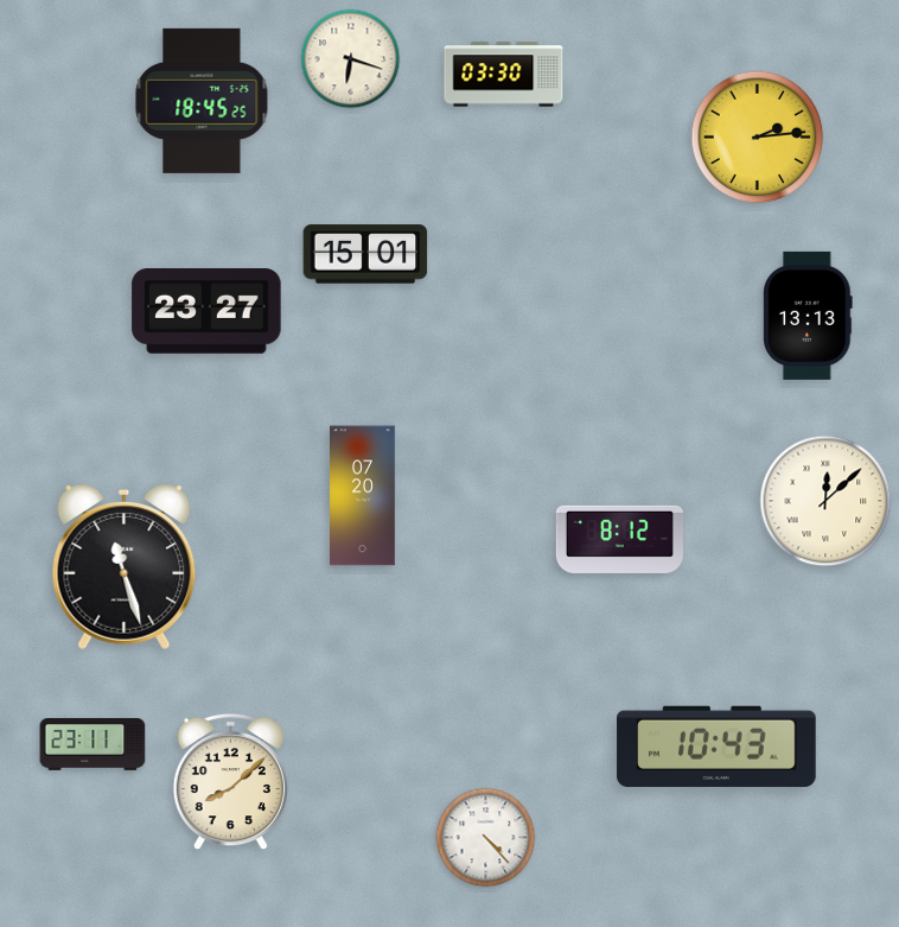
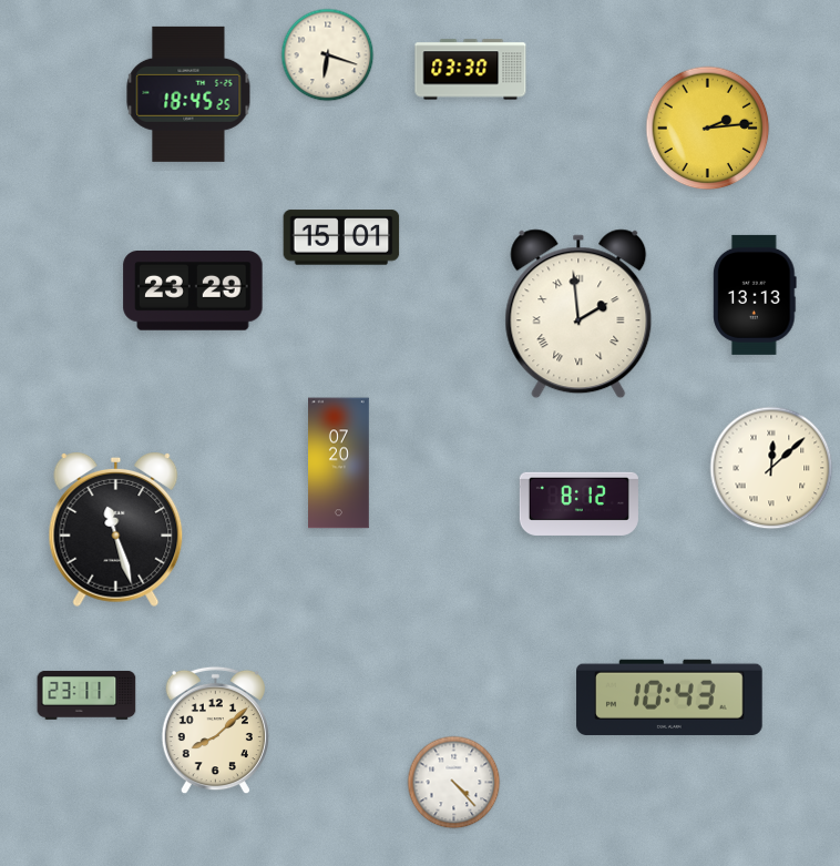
clock at (206, 312): 23:27 -> 23:29
clock at (578, 314): none -> 1:59
